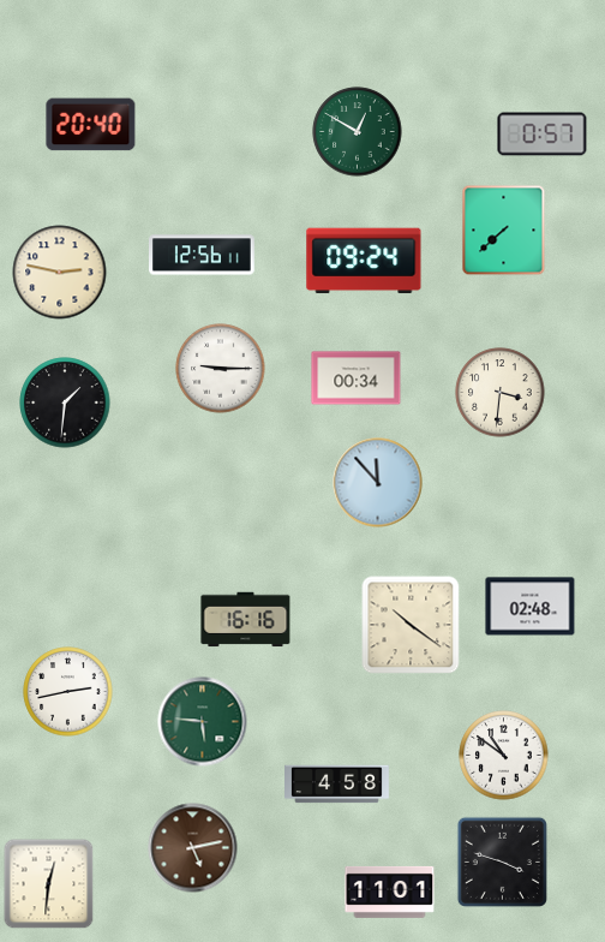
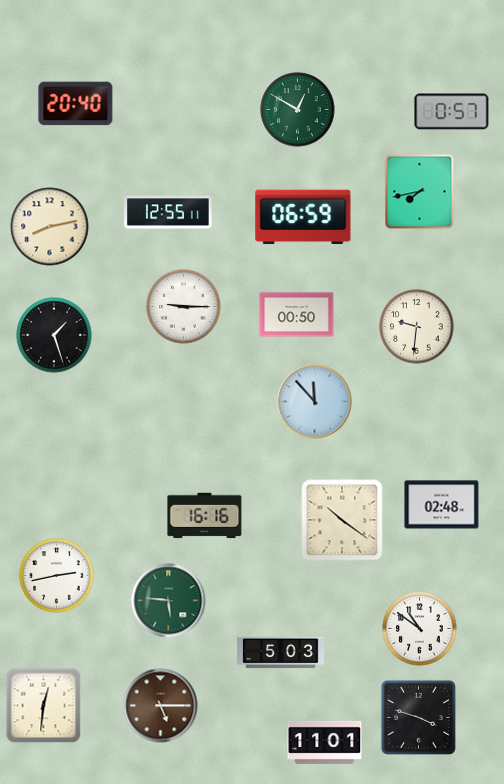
clock at (504, 231): 7:38 -> 7:43
clock at (203, 255): 12:56 -> 12:55
clock at (364, 261): 09:24 -> 06:59
clock at (60, 273): 2:47 -> 8:13
clock at (357, 378): 00:34 -> 00:50
clock at (501, 393): 3:31 -> 9:31
clock at (65, 403): 1:31 -> 1:27
clock at (337, 785): 4:58 -> 5:03
clock at (193, 848): 5:13 -> 5:15
clock at (49, 884) position: (49, 884) -> (44, 706)
